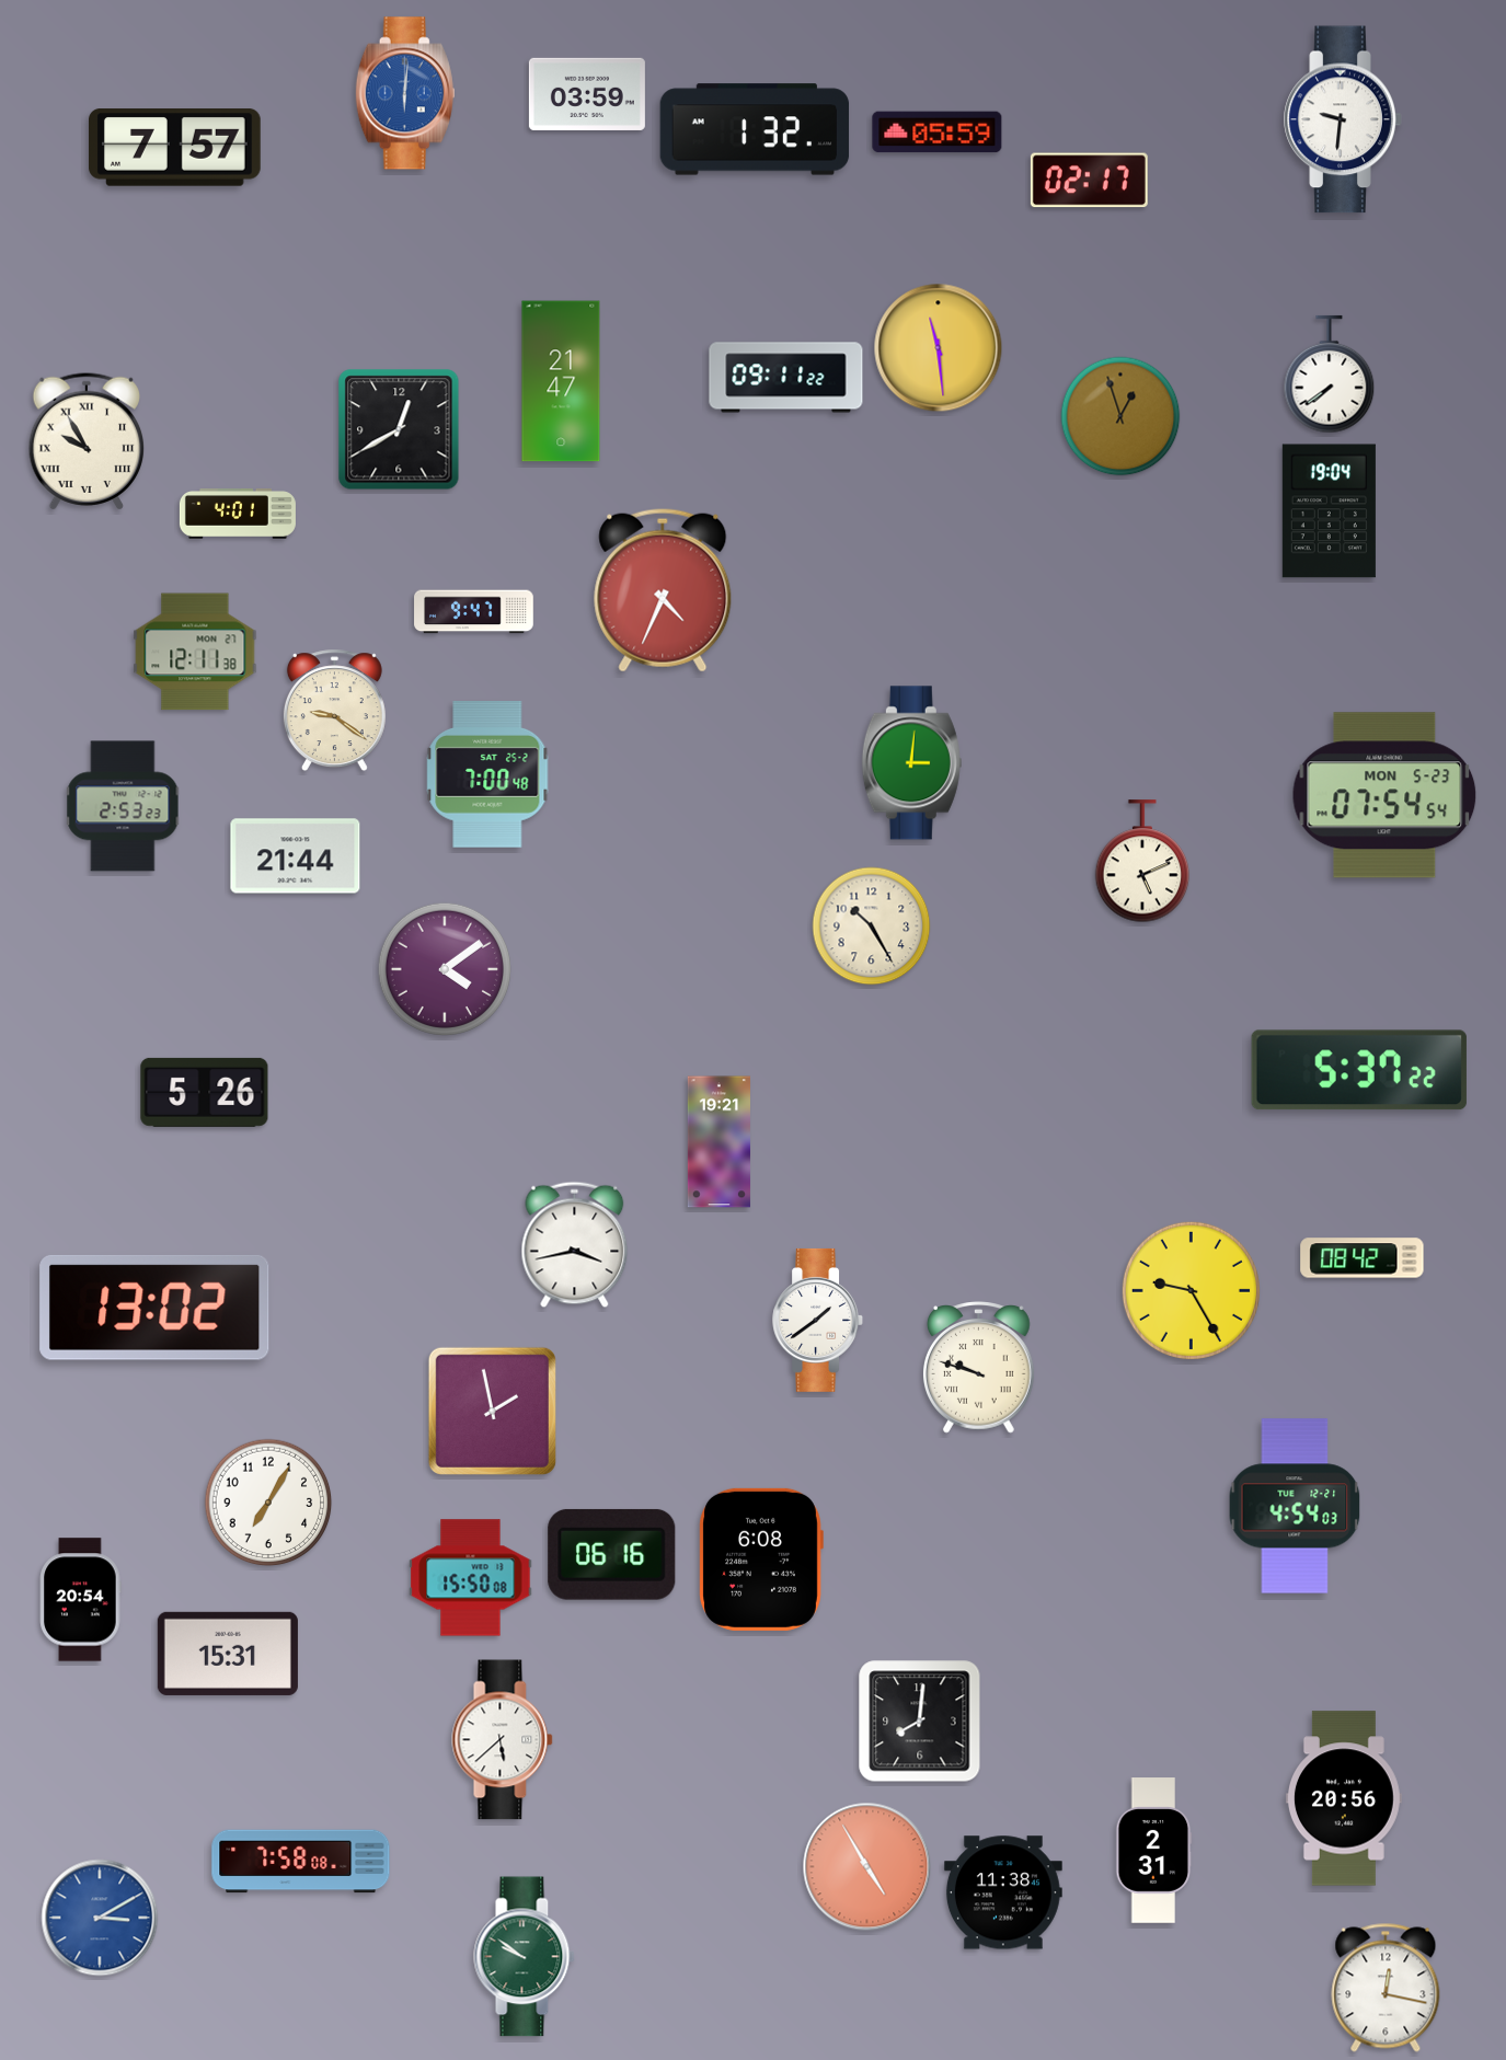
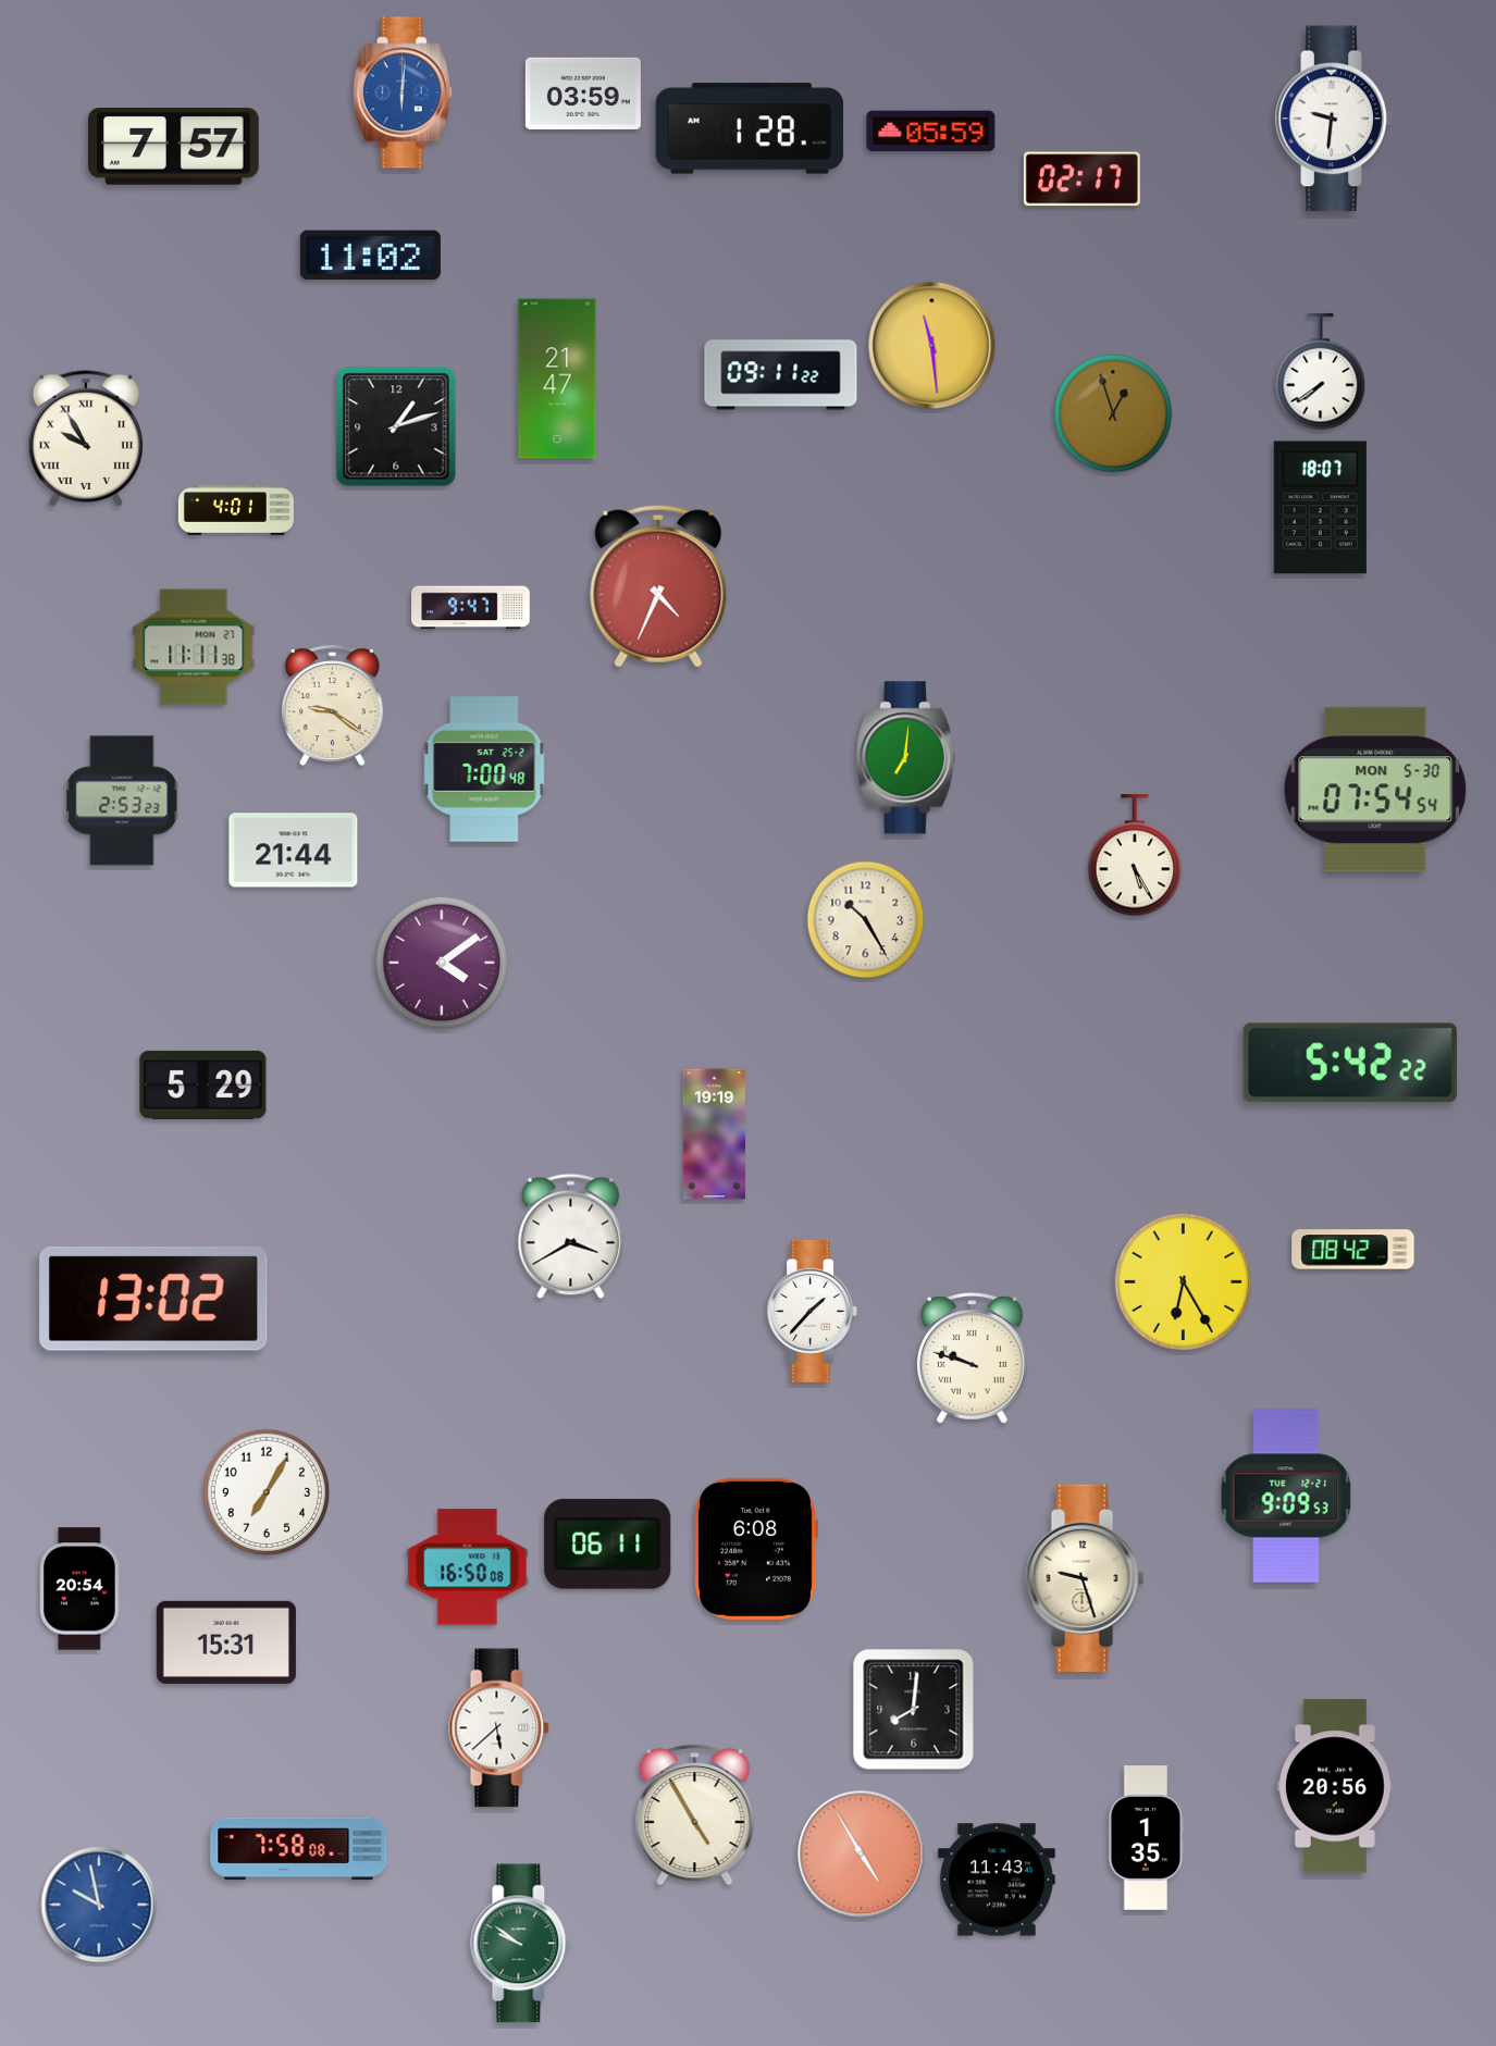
clock at (755, 129): 1:32 -> 1:28
clock at (370, 256): none -> 11:02
clock at (399, 429): 12:40 -> 1:12
clock at (1329, 511): 19:04 -> 18:07
clock at (195, 652): 12:11 -> 11:11
clock at (911, 763): 3:01 -> 7:01
clock at (1384, 795) date: MON 5-23 -> MON 5-30
clock at (1142, 862): 5:11 -> 5:25
clock at (1359, 1070): 5:37 -> 5:42
clock at (205, 1092): 5:26 -> 5:29
clock at (718, 1142): 19:21 -> 19:19
clock at (575, 1245): 3:43 -> 3:40
clock at (1191, 1290): 9:25 -> 6:25
clock at (818, 1320): 1:39 -> 1:37
clock at (492, 1411): 1:58 -> none
clock at (1295, 1506): 4:54 -> 9:09
clock at (612, 1554): 06:16 -> 06:11
clock at (471, 1578): 15:50 -> 16:50
clock at (1085, 1577): none -> 9:27
clock at (695, 1815): none -> 4:55
clock at (1154, 1851): 2:31 -> 1:35
clock at (1003, 1892): 11:38 -> 11:43
clock at (100, 1918): 3:10 -> 9:58
clock at (1386, 1988): 12:17 -> none
